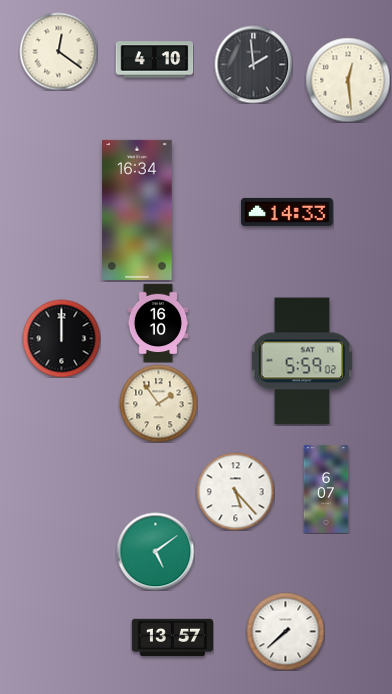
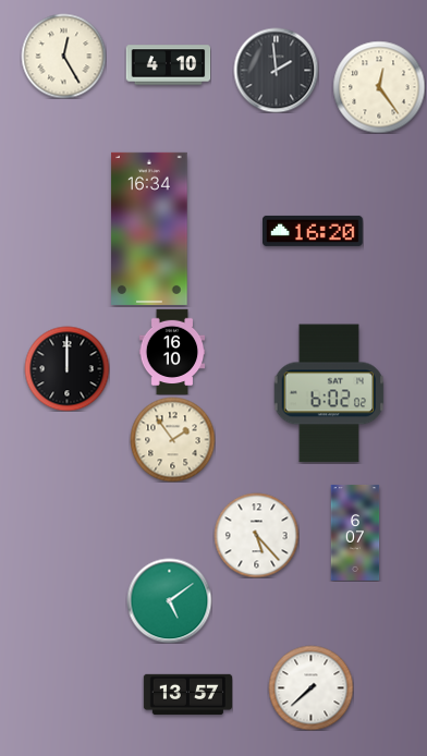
clock at (58, 51): 12:21 -> 12:25
clock at (348, 80): 12:29 -> 12:24
clock at (288, 212): 14:33 -> 16:20
clock at (302, 361): 5:59 -> 6:02
